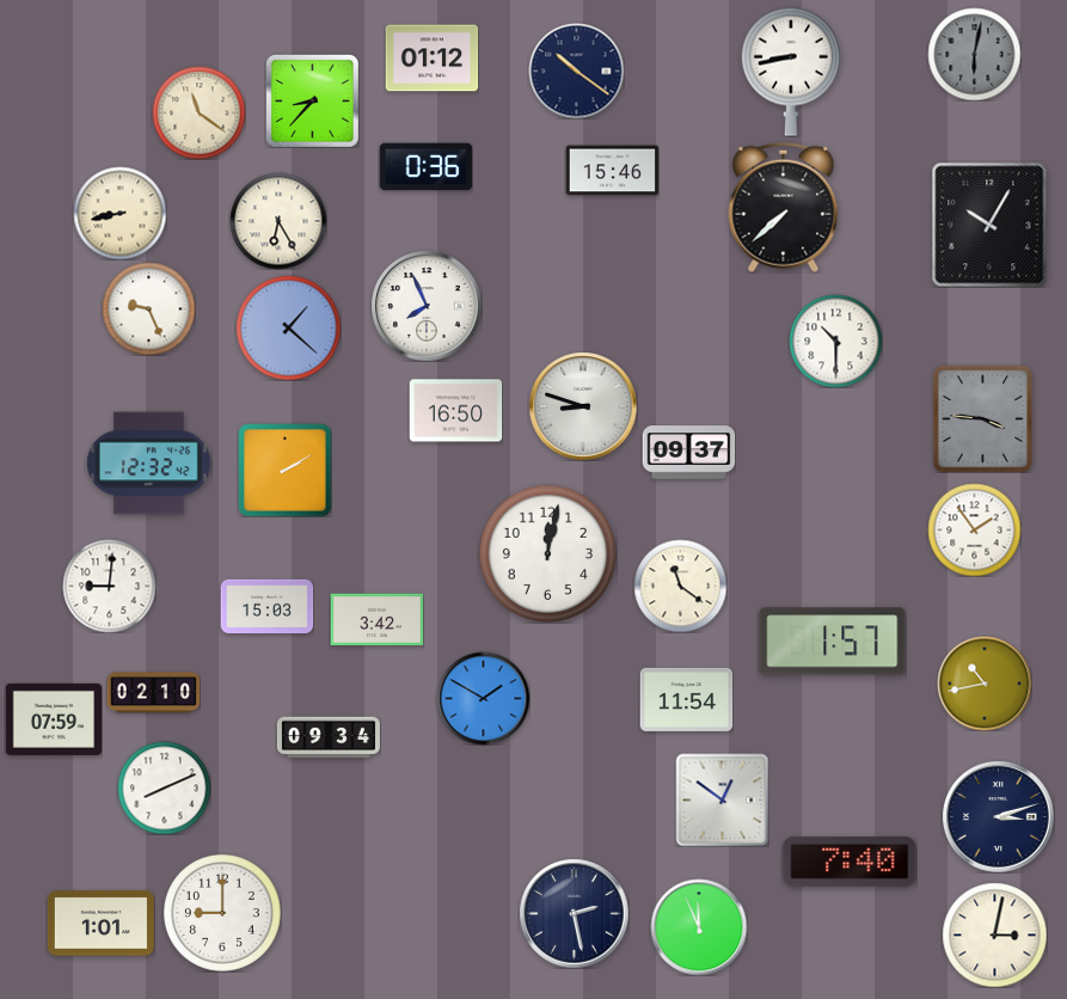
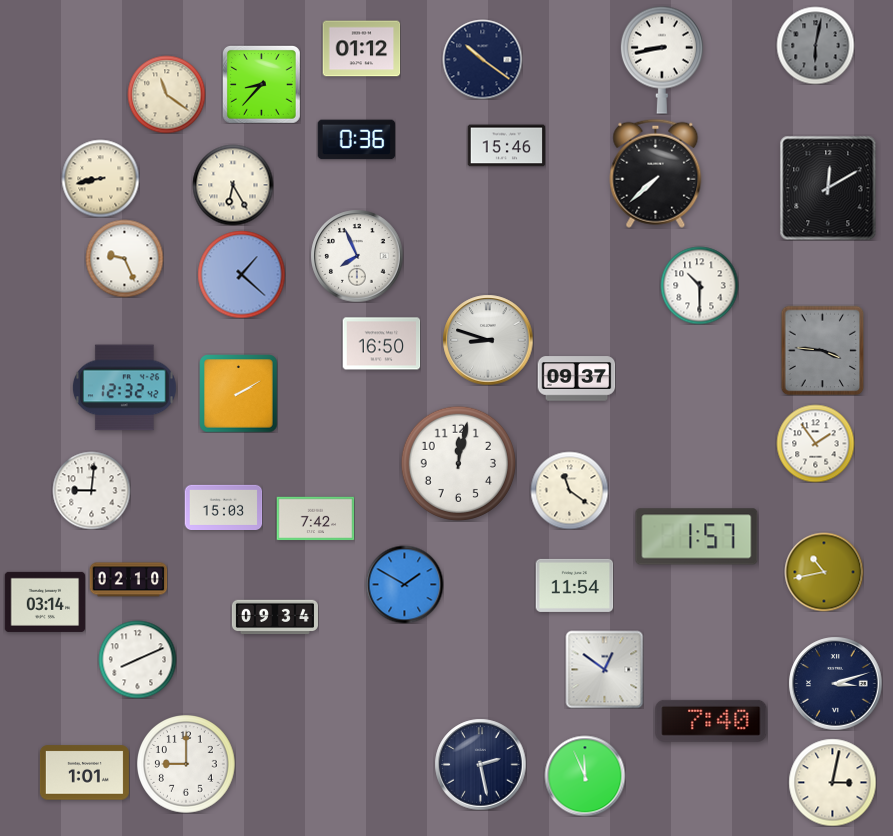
clock at (612, 171) position: (612, 171) -> (506, 146)
clock at (989, 225): 10:05 -> 12:10
clock at (376, 620): 3:42 -> 7:42
clock at (54, 719): 07:59 -> 03:14
